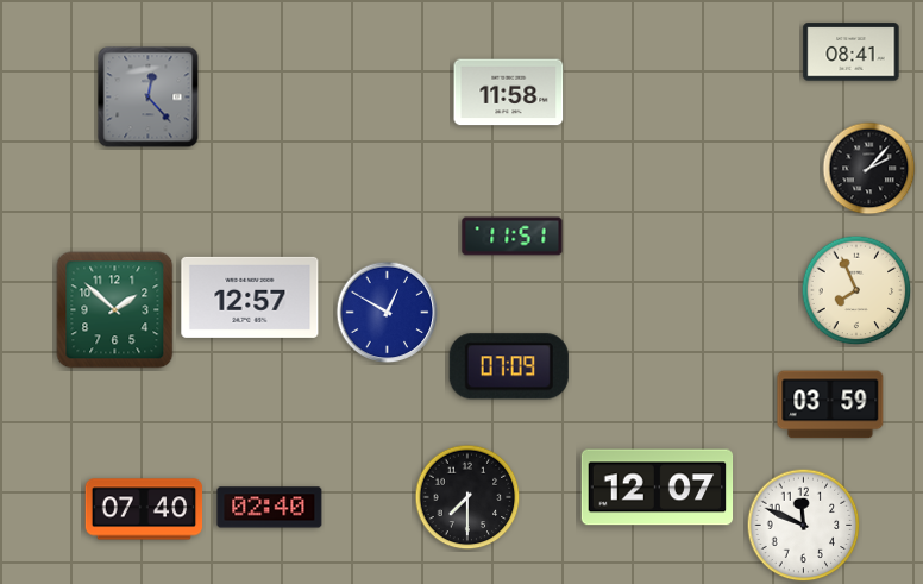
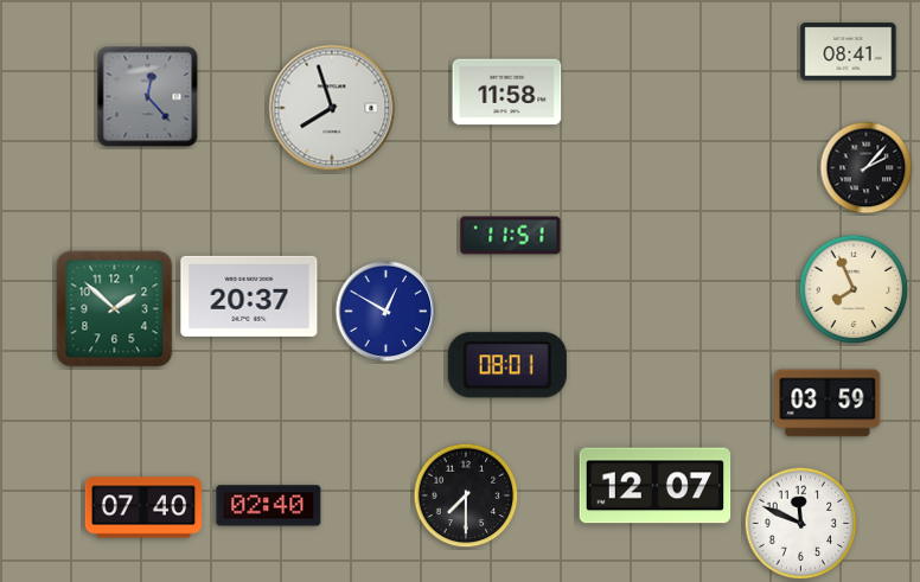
clock at (332, 108): none -> 7:57
clock at (250, 297): 12:57 -> 20:37
clock at (509, 366): 07:09 -> 08:01
